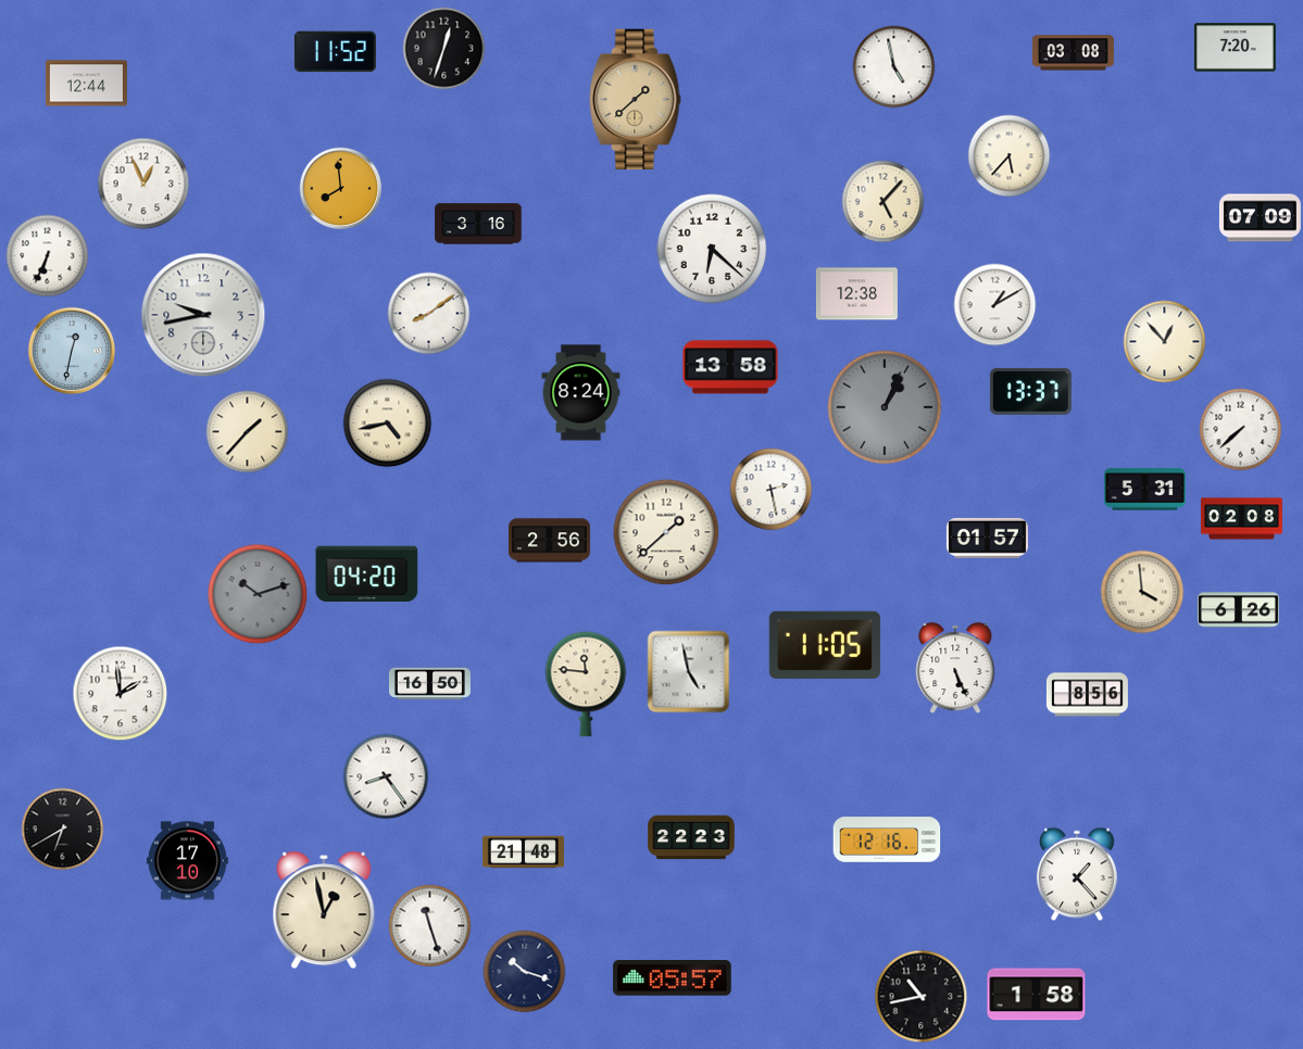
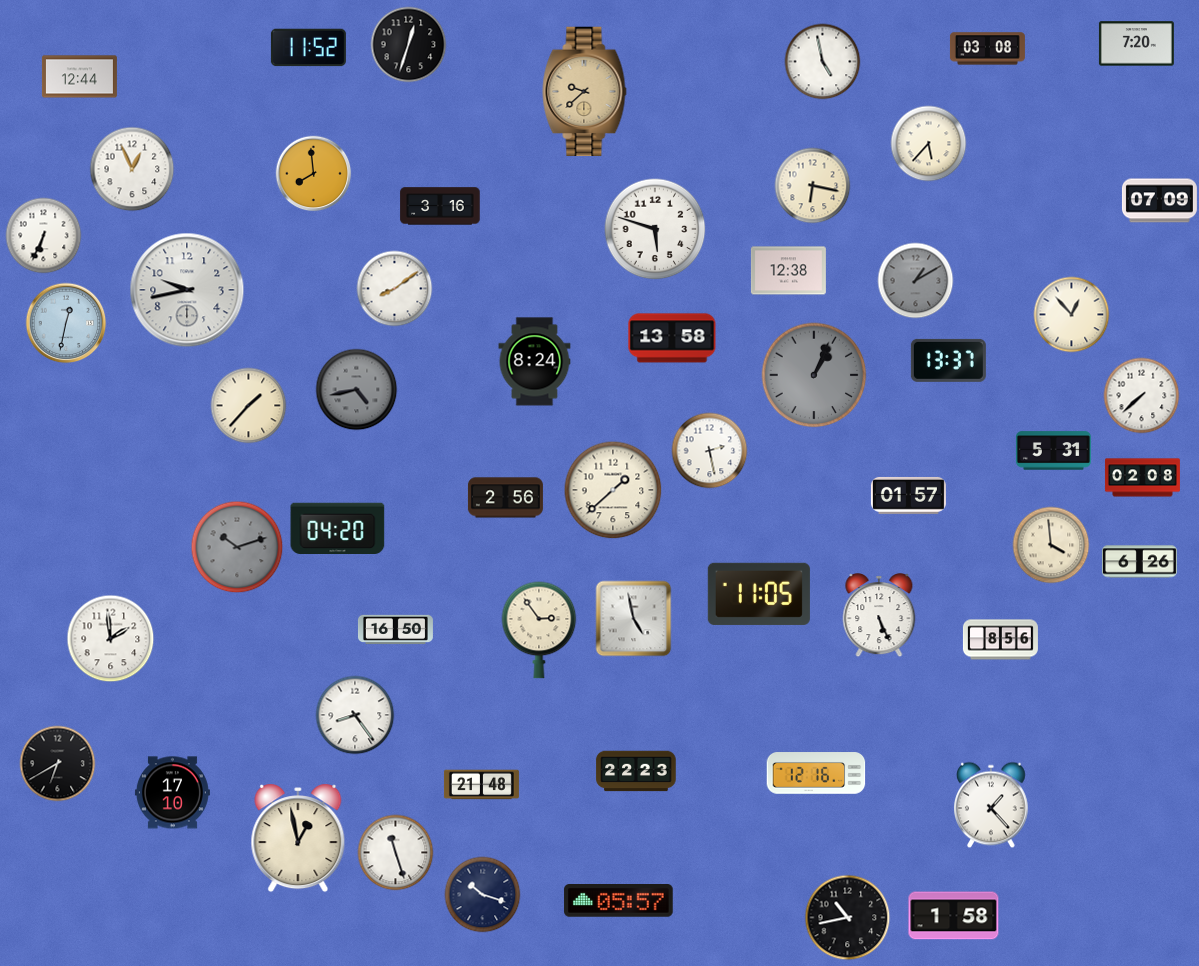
clock at (636, 100): 1:38 -> 9:38
clock at (884, 202): 5:07 -> 6:17
clock at (712, 249): 6:22 -> 5:48
clock at (995, 305) dial: white -> grey
clock at (388, 424) dial: cream -> grey
clock at (248, 432) position: (248, 432) -> (249, 406)
clock at (586, 684): 11:46 -> 2:54
